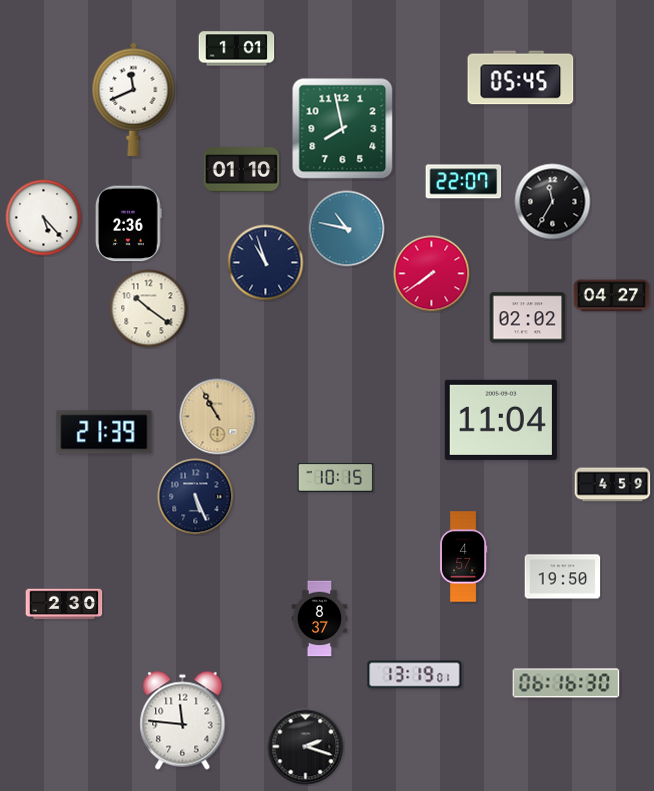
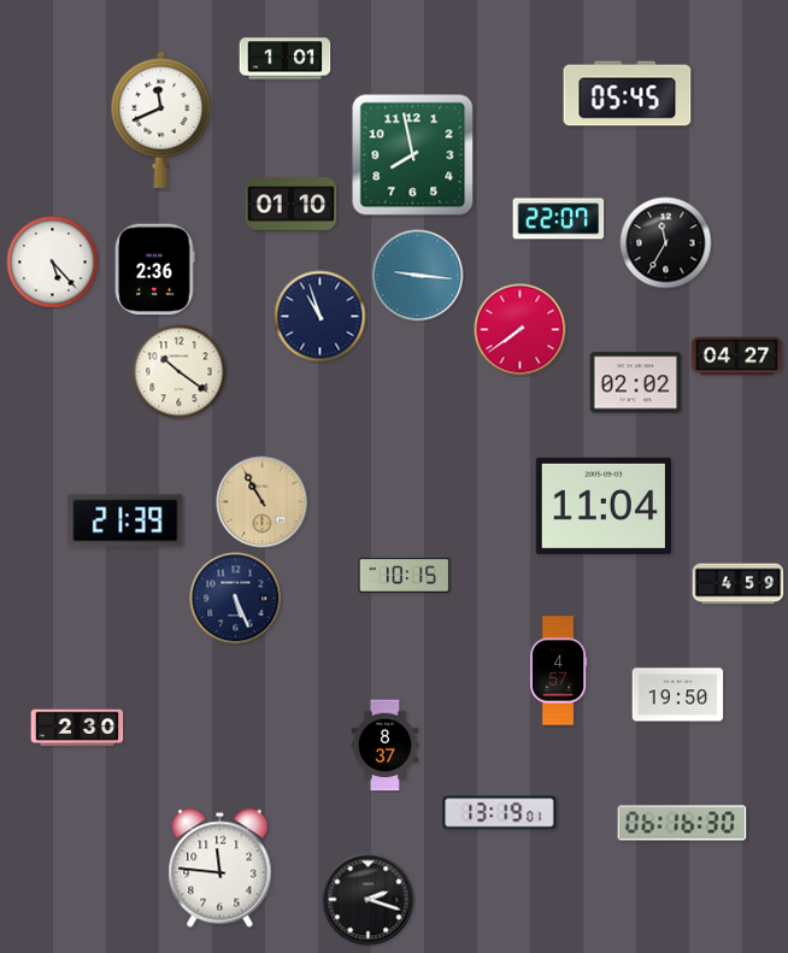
clock at (347, 229): 10:47 -> 9:16
